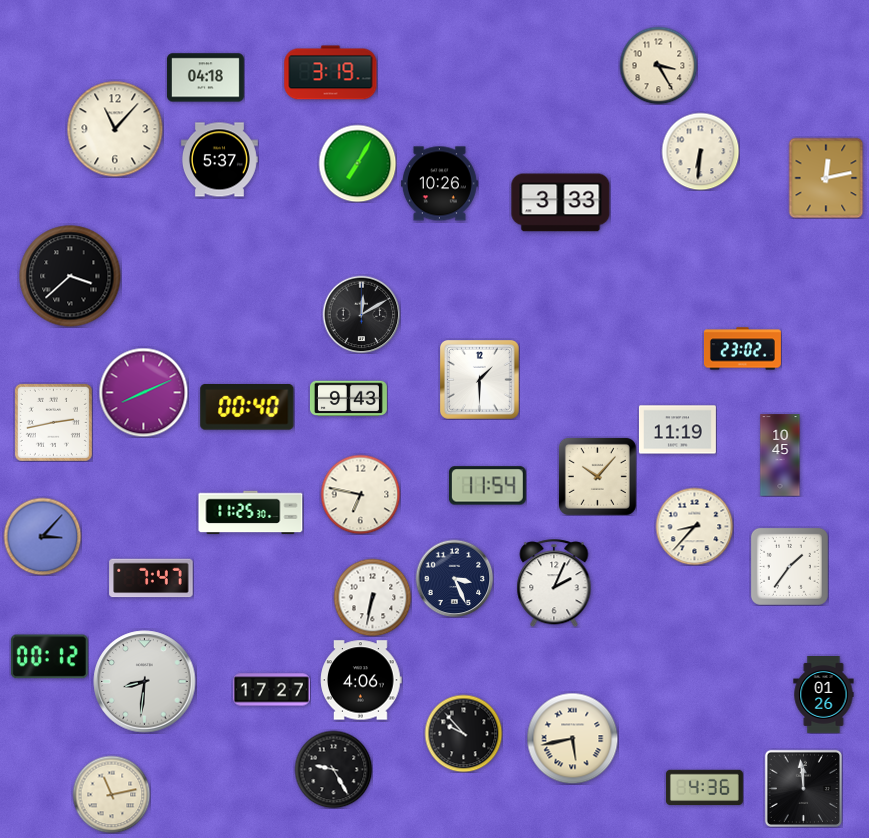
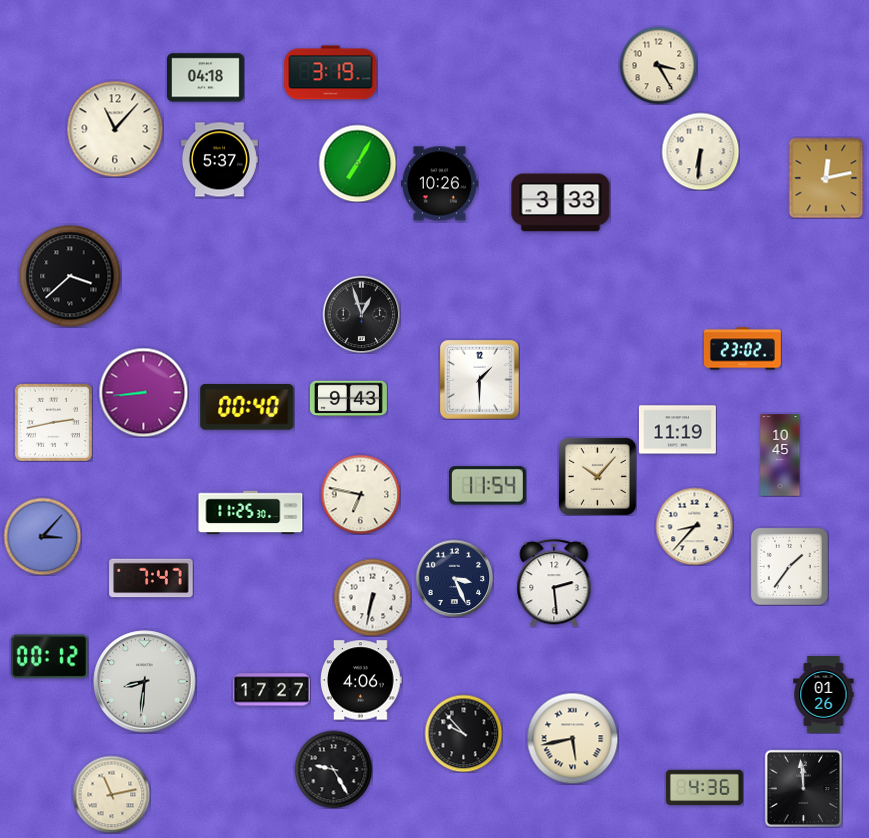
clock at (361, 314): 12:10 -> 12:57
clock at (143, 392): 8:11 -> 8:44
clock at (554, 583): 2:04 -> 2:29
